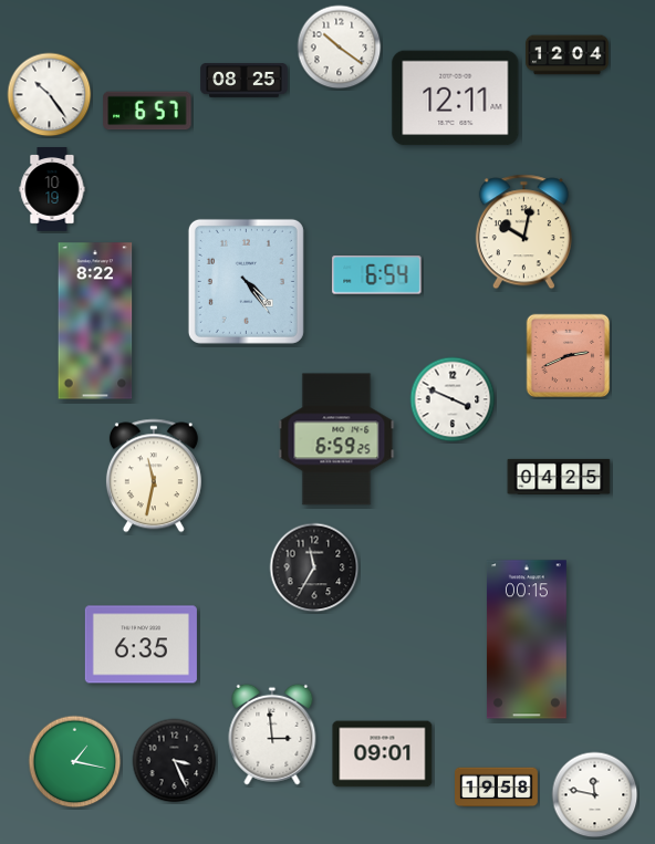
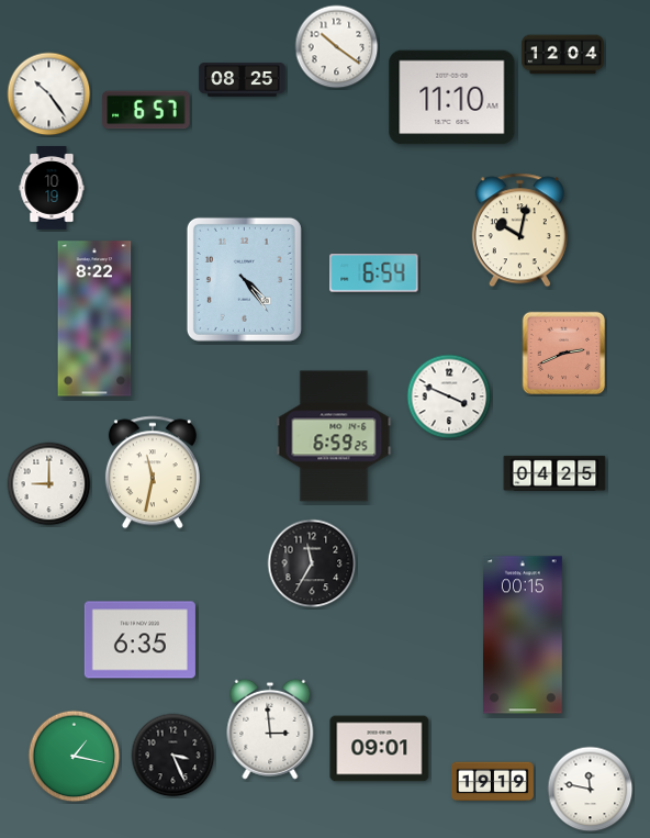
clock at (456, 98): 12:11 -> 11:10
clock at (49, 484): none -> 9:00
clock at (497, 788): 19:58 -> 19:19
